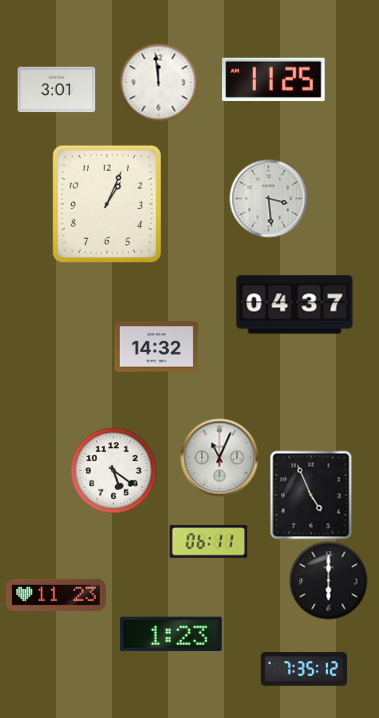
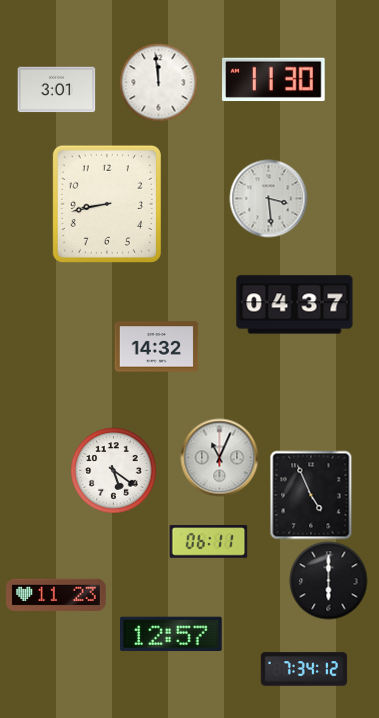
clock at (274, 80): 11:25 -> 11:30
clock at (107, 204): 1:04 -> 8:43
clock at (172, 634): 1:23 -> 12:57
clock at (304, 669): 7:35 -> 7:34
